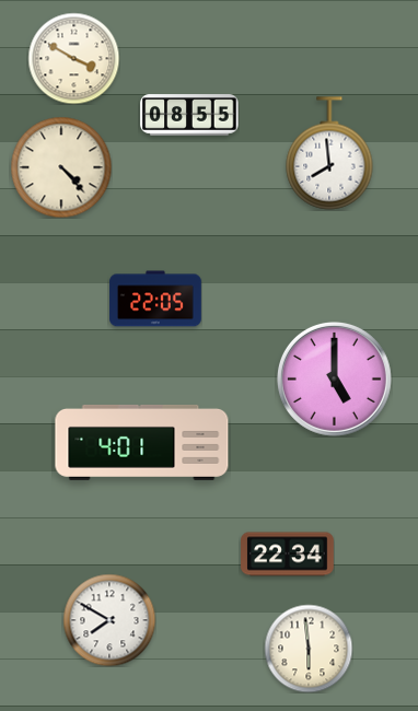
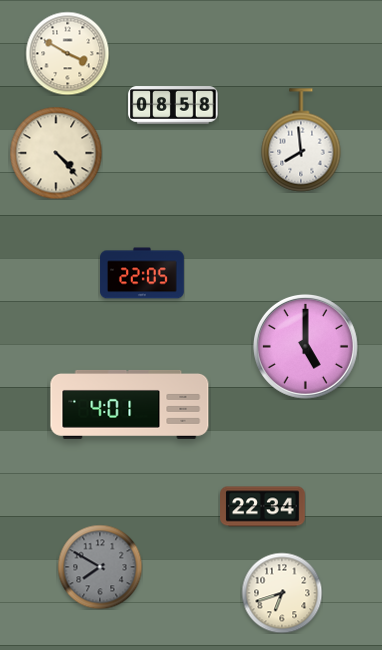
clock at (189, 115): 08:55 -> 08:58
clock at (109, 620) dial: white -> grey
clock at (309, 649): 5:59 -> 6:42
